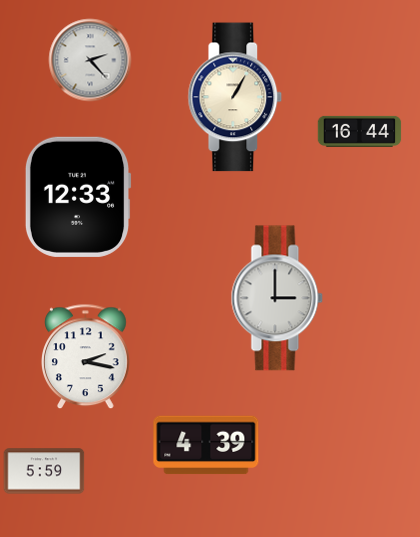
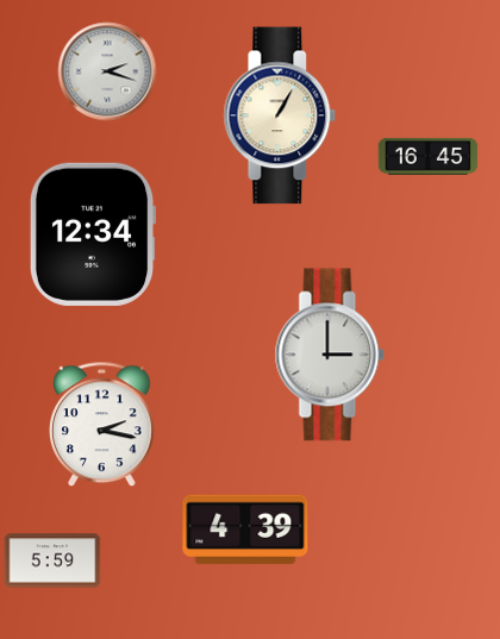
clock at (90, 60): 2:23 -> 2:18
clock at (360, 131): 16:44 -> 16:45
clock at (78, 197): 12:33 -> 12:34
